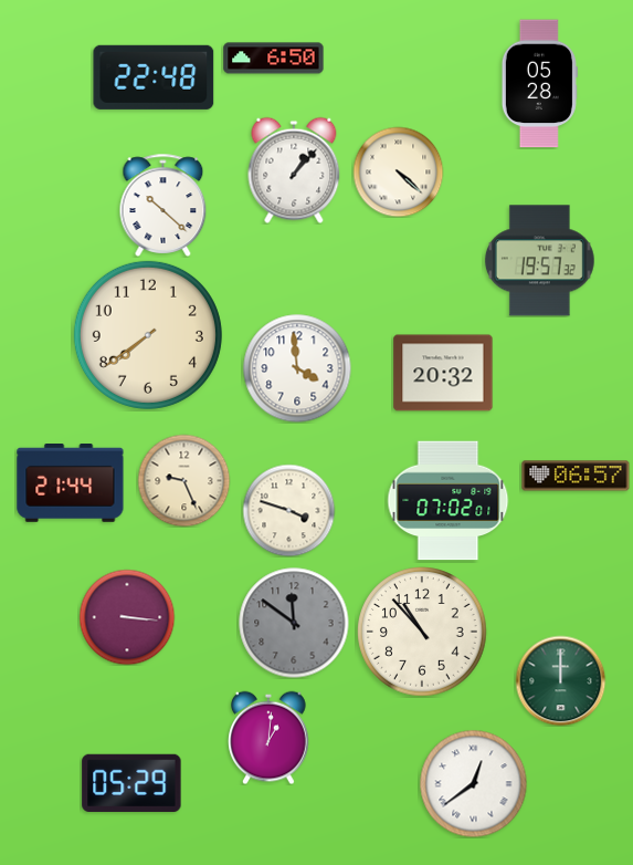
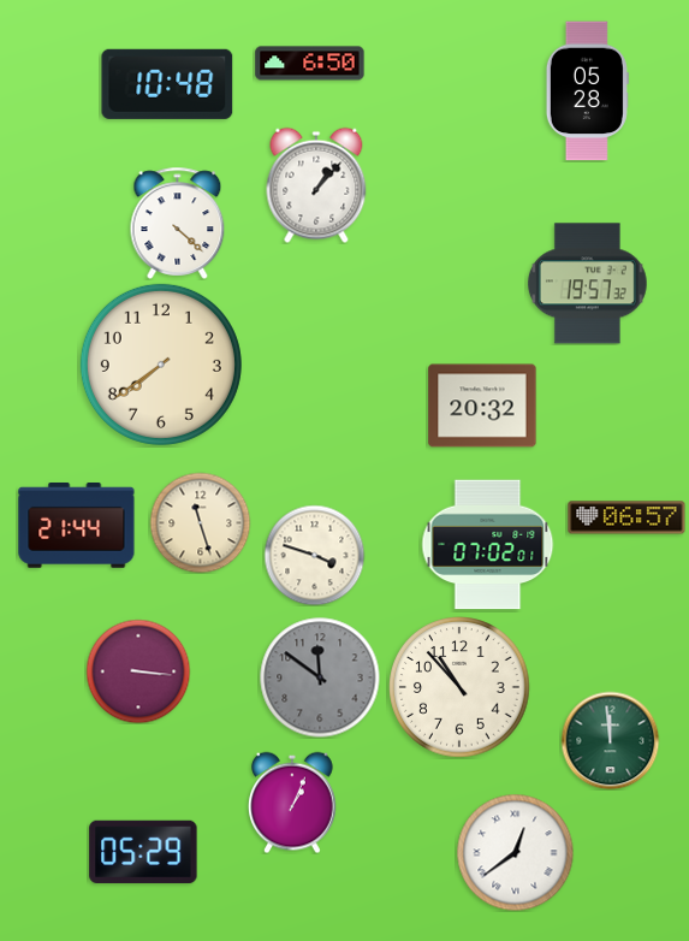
clock at (274, 59) position: (274, 59) -> (310, 64)
clock at (154, 77): 22:48 -> 10:48
clock at (294, 170) position: (294, 170) -> (316, 185)
clock at (398, 171): 4:22 -> none
clock at (163, 205): 10:22 -> 4:22
clock at (297, 368): 3:59 -> none
clock at (183, 480): 9:26 -> 11:27
clock at (560, 680): 12:00 -> 11:59
clock at (268, 738): 1:01 -> 1:04
